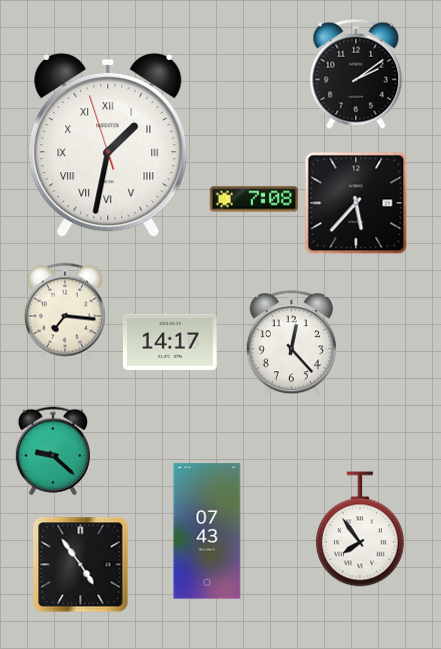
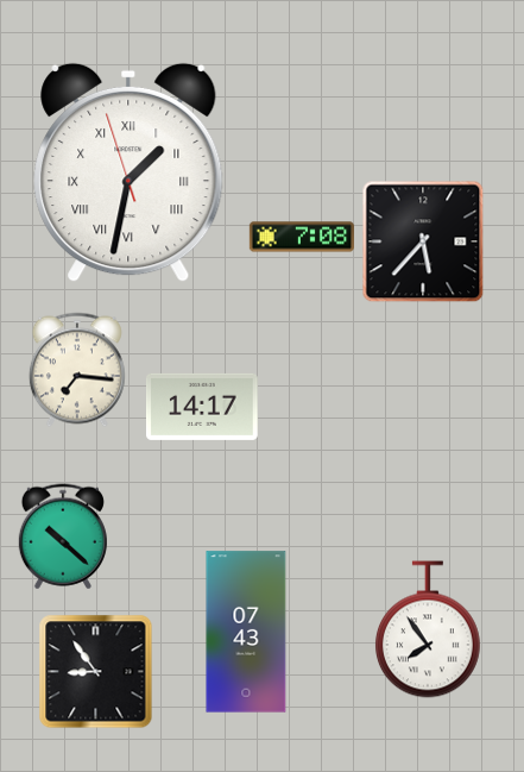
clock at (356, 74): 2:09 -> none
clock at (291, 344): 12:23 -> none
clock at (53, 451): 9:22 -> 10:22
clock at (81, 565): 4:54 -> 8:54
